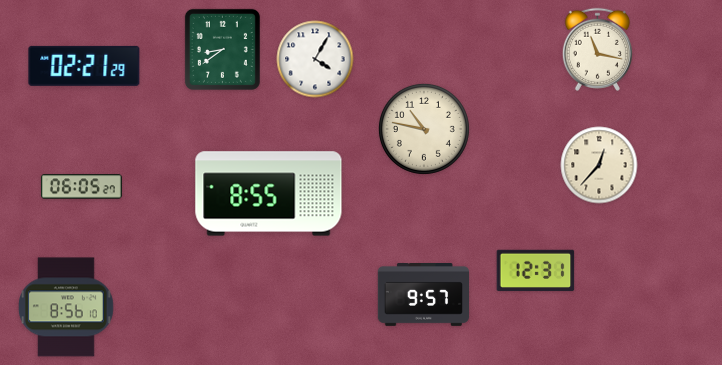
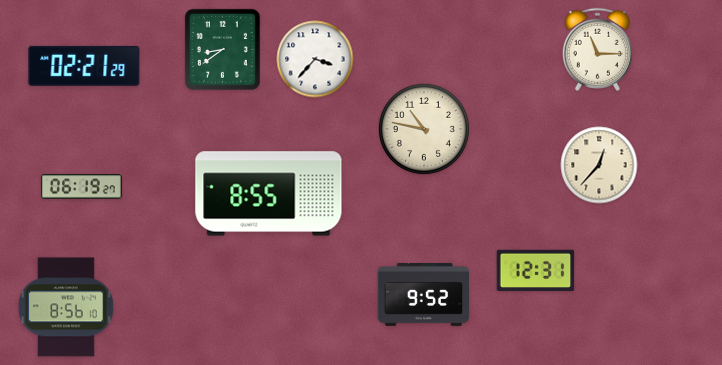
clock at (597, 49): 11:17 -> 11:15
clock at (315, 59): 4:05 -> 3:37
clock at (81, 187): 06:05 -> 06:19
clock at (423, 295): 9:57 -> 9:52
